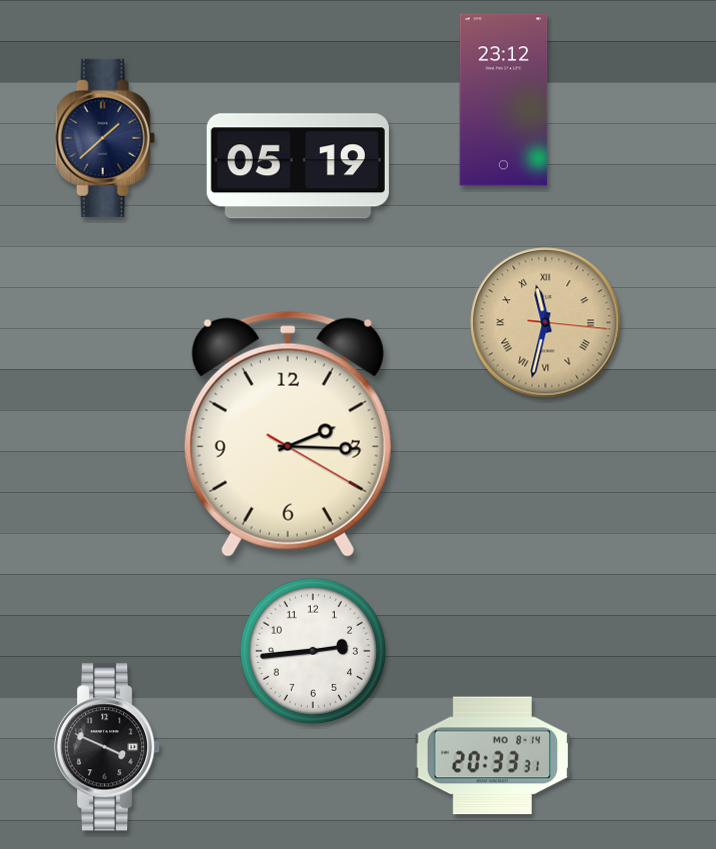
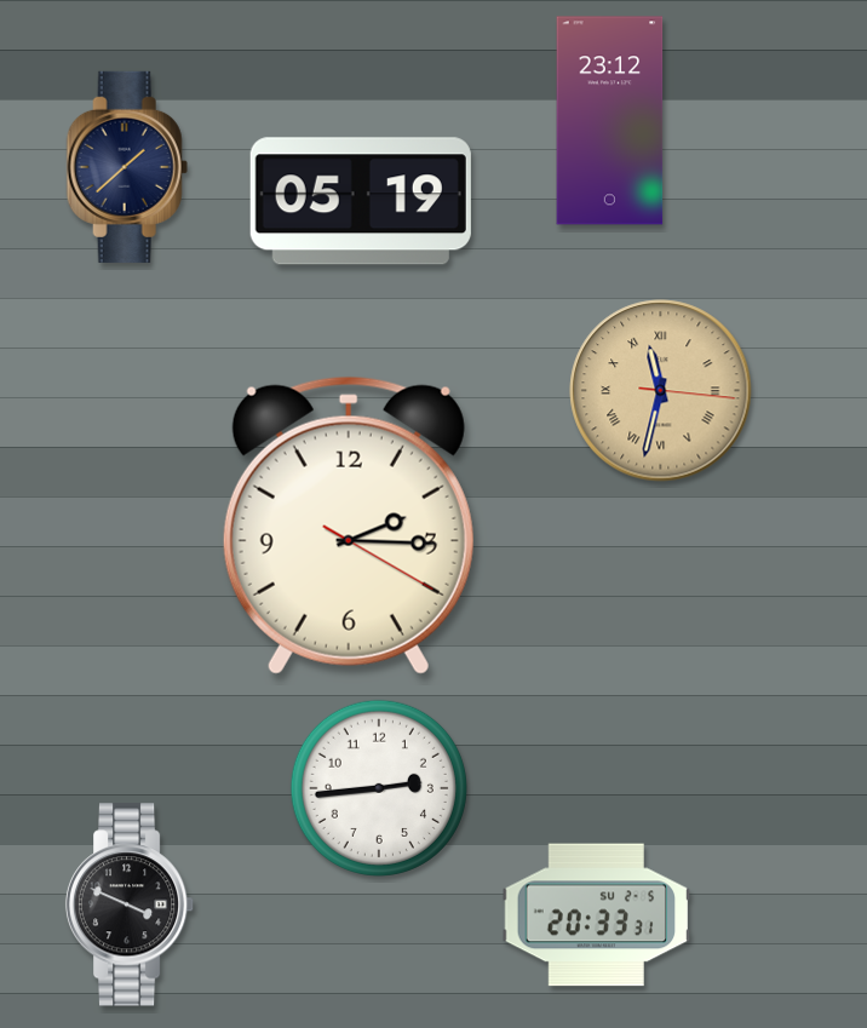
clock at (493, 756) date: MO 8-14 -> SU 2-5
